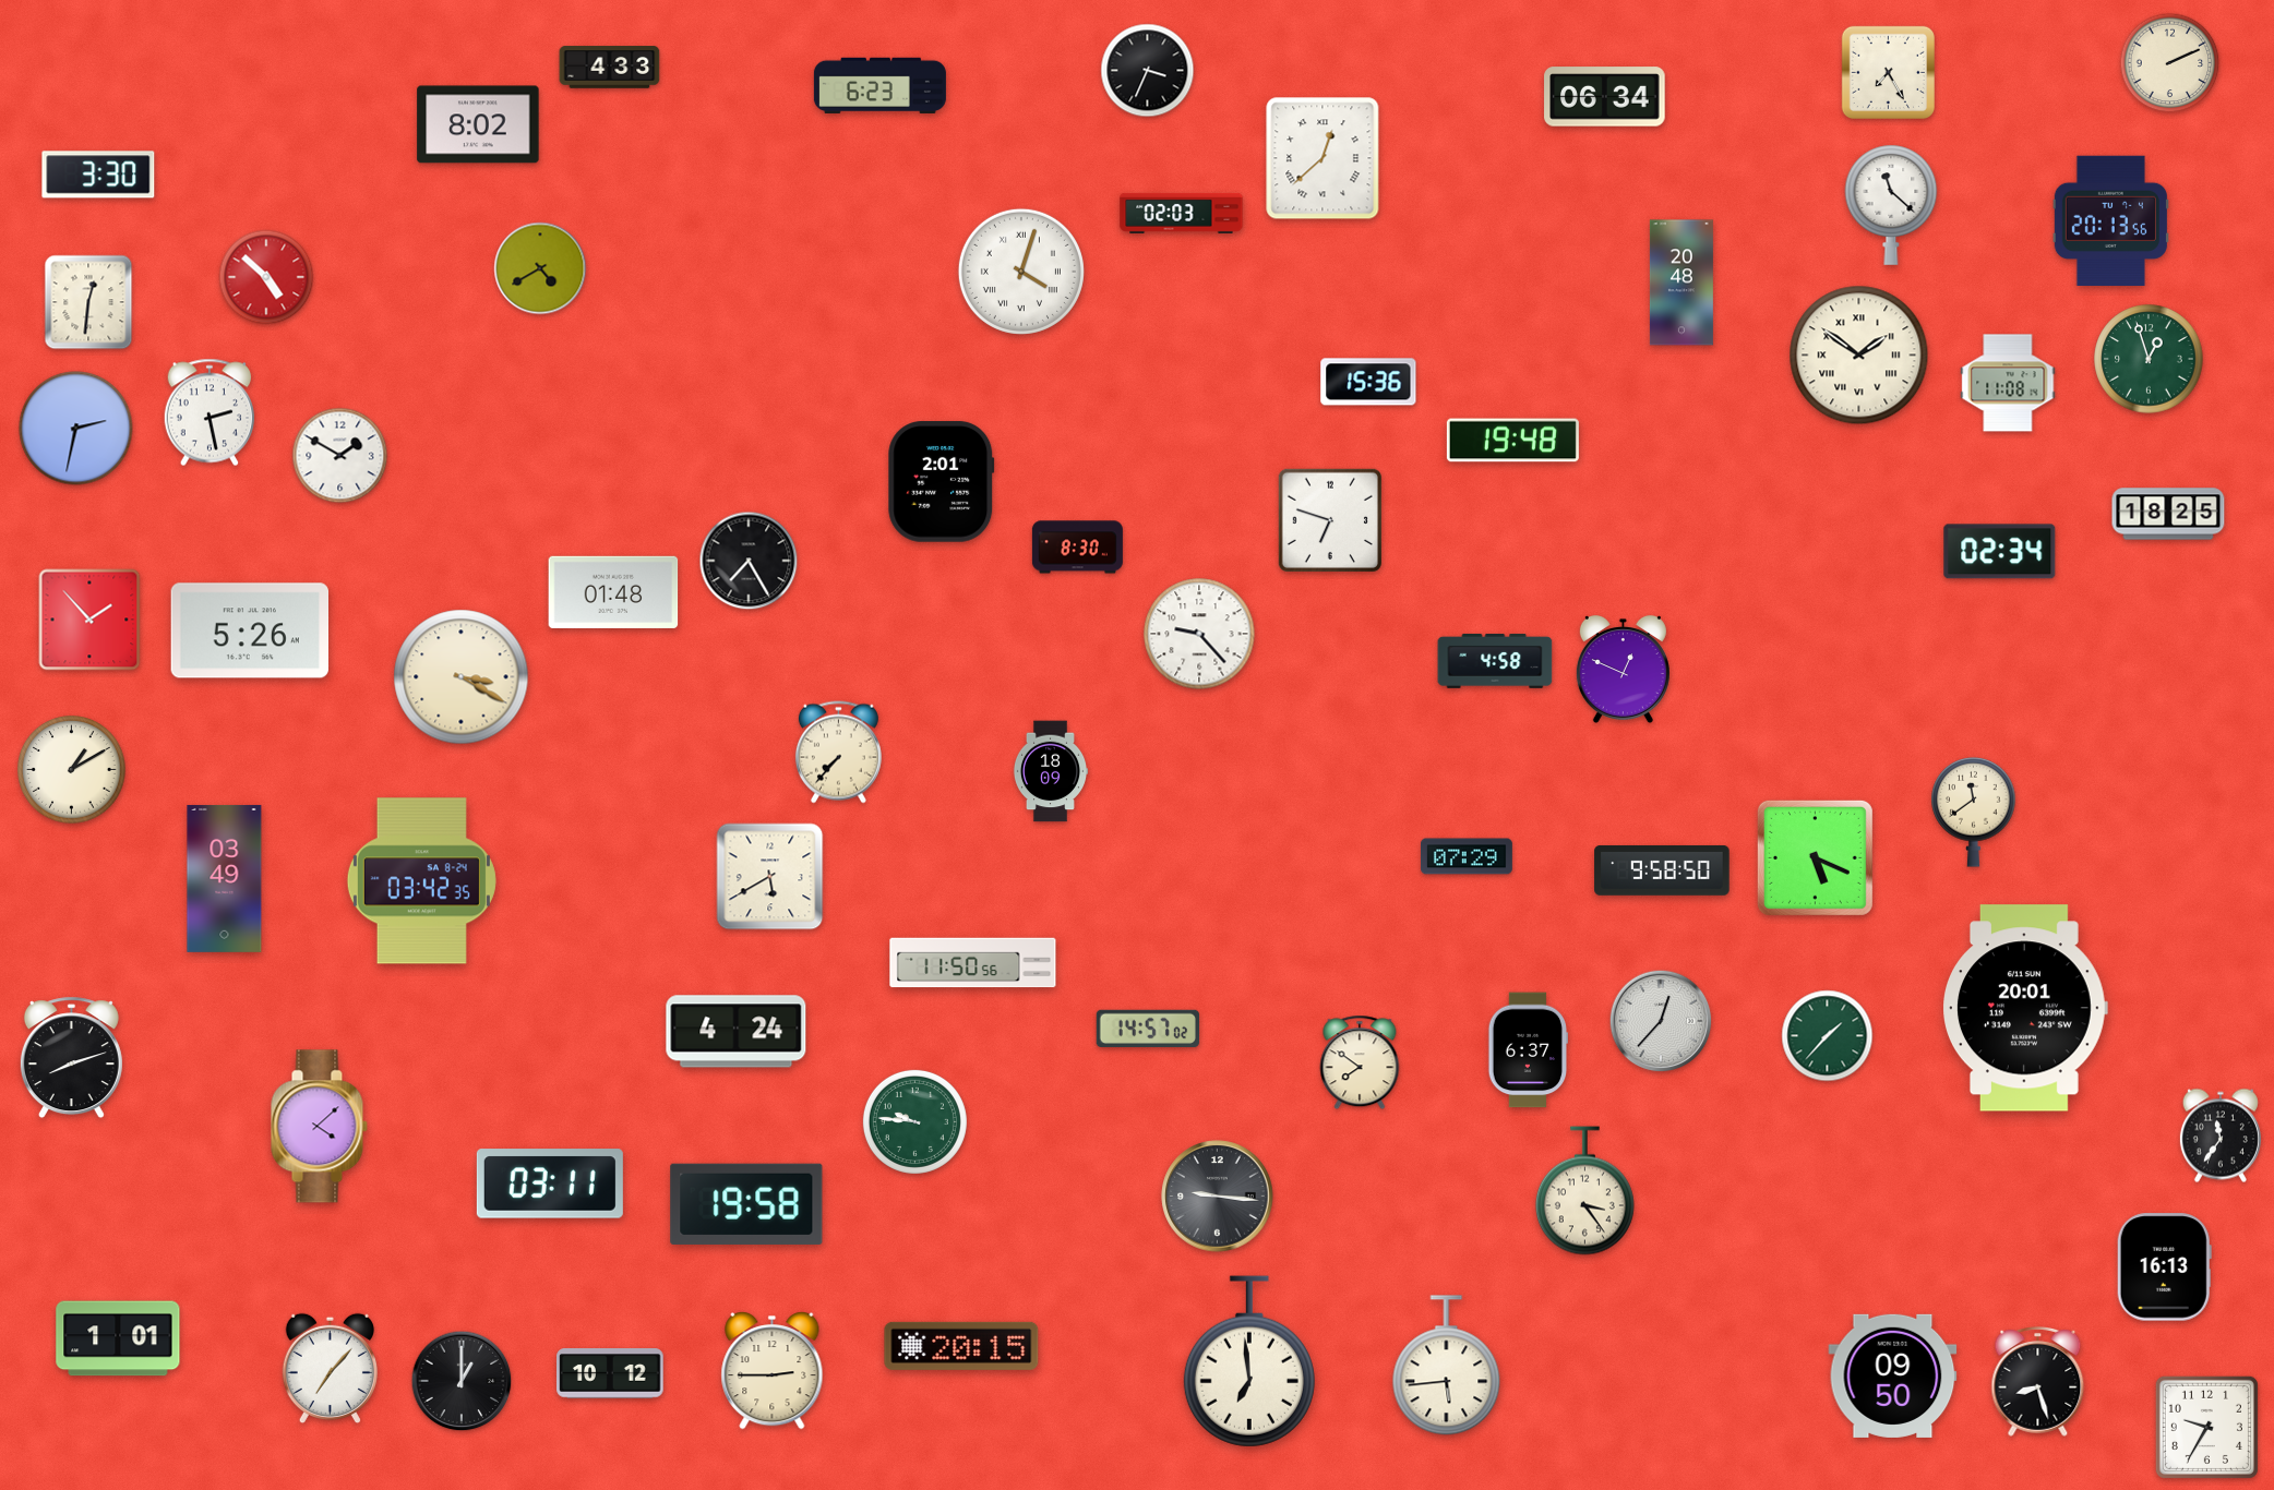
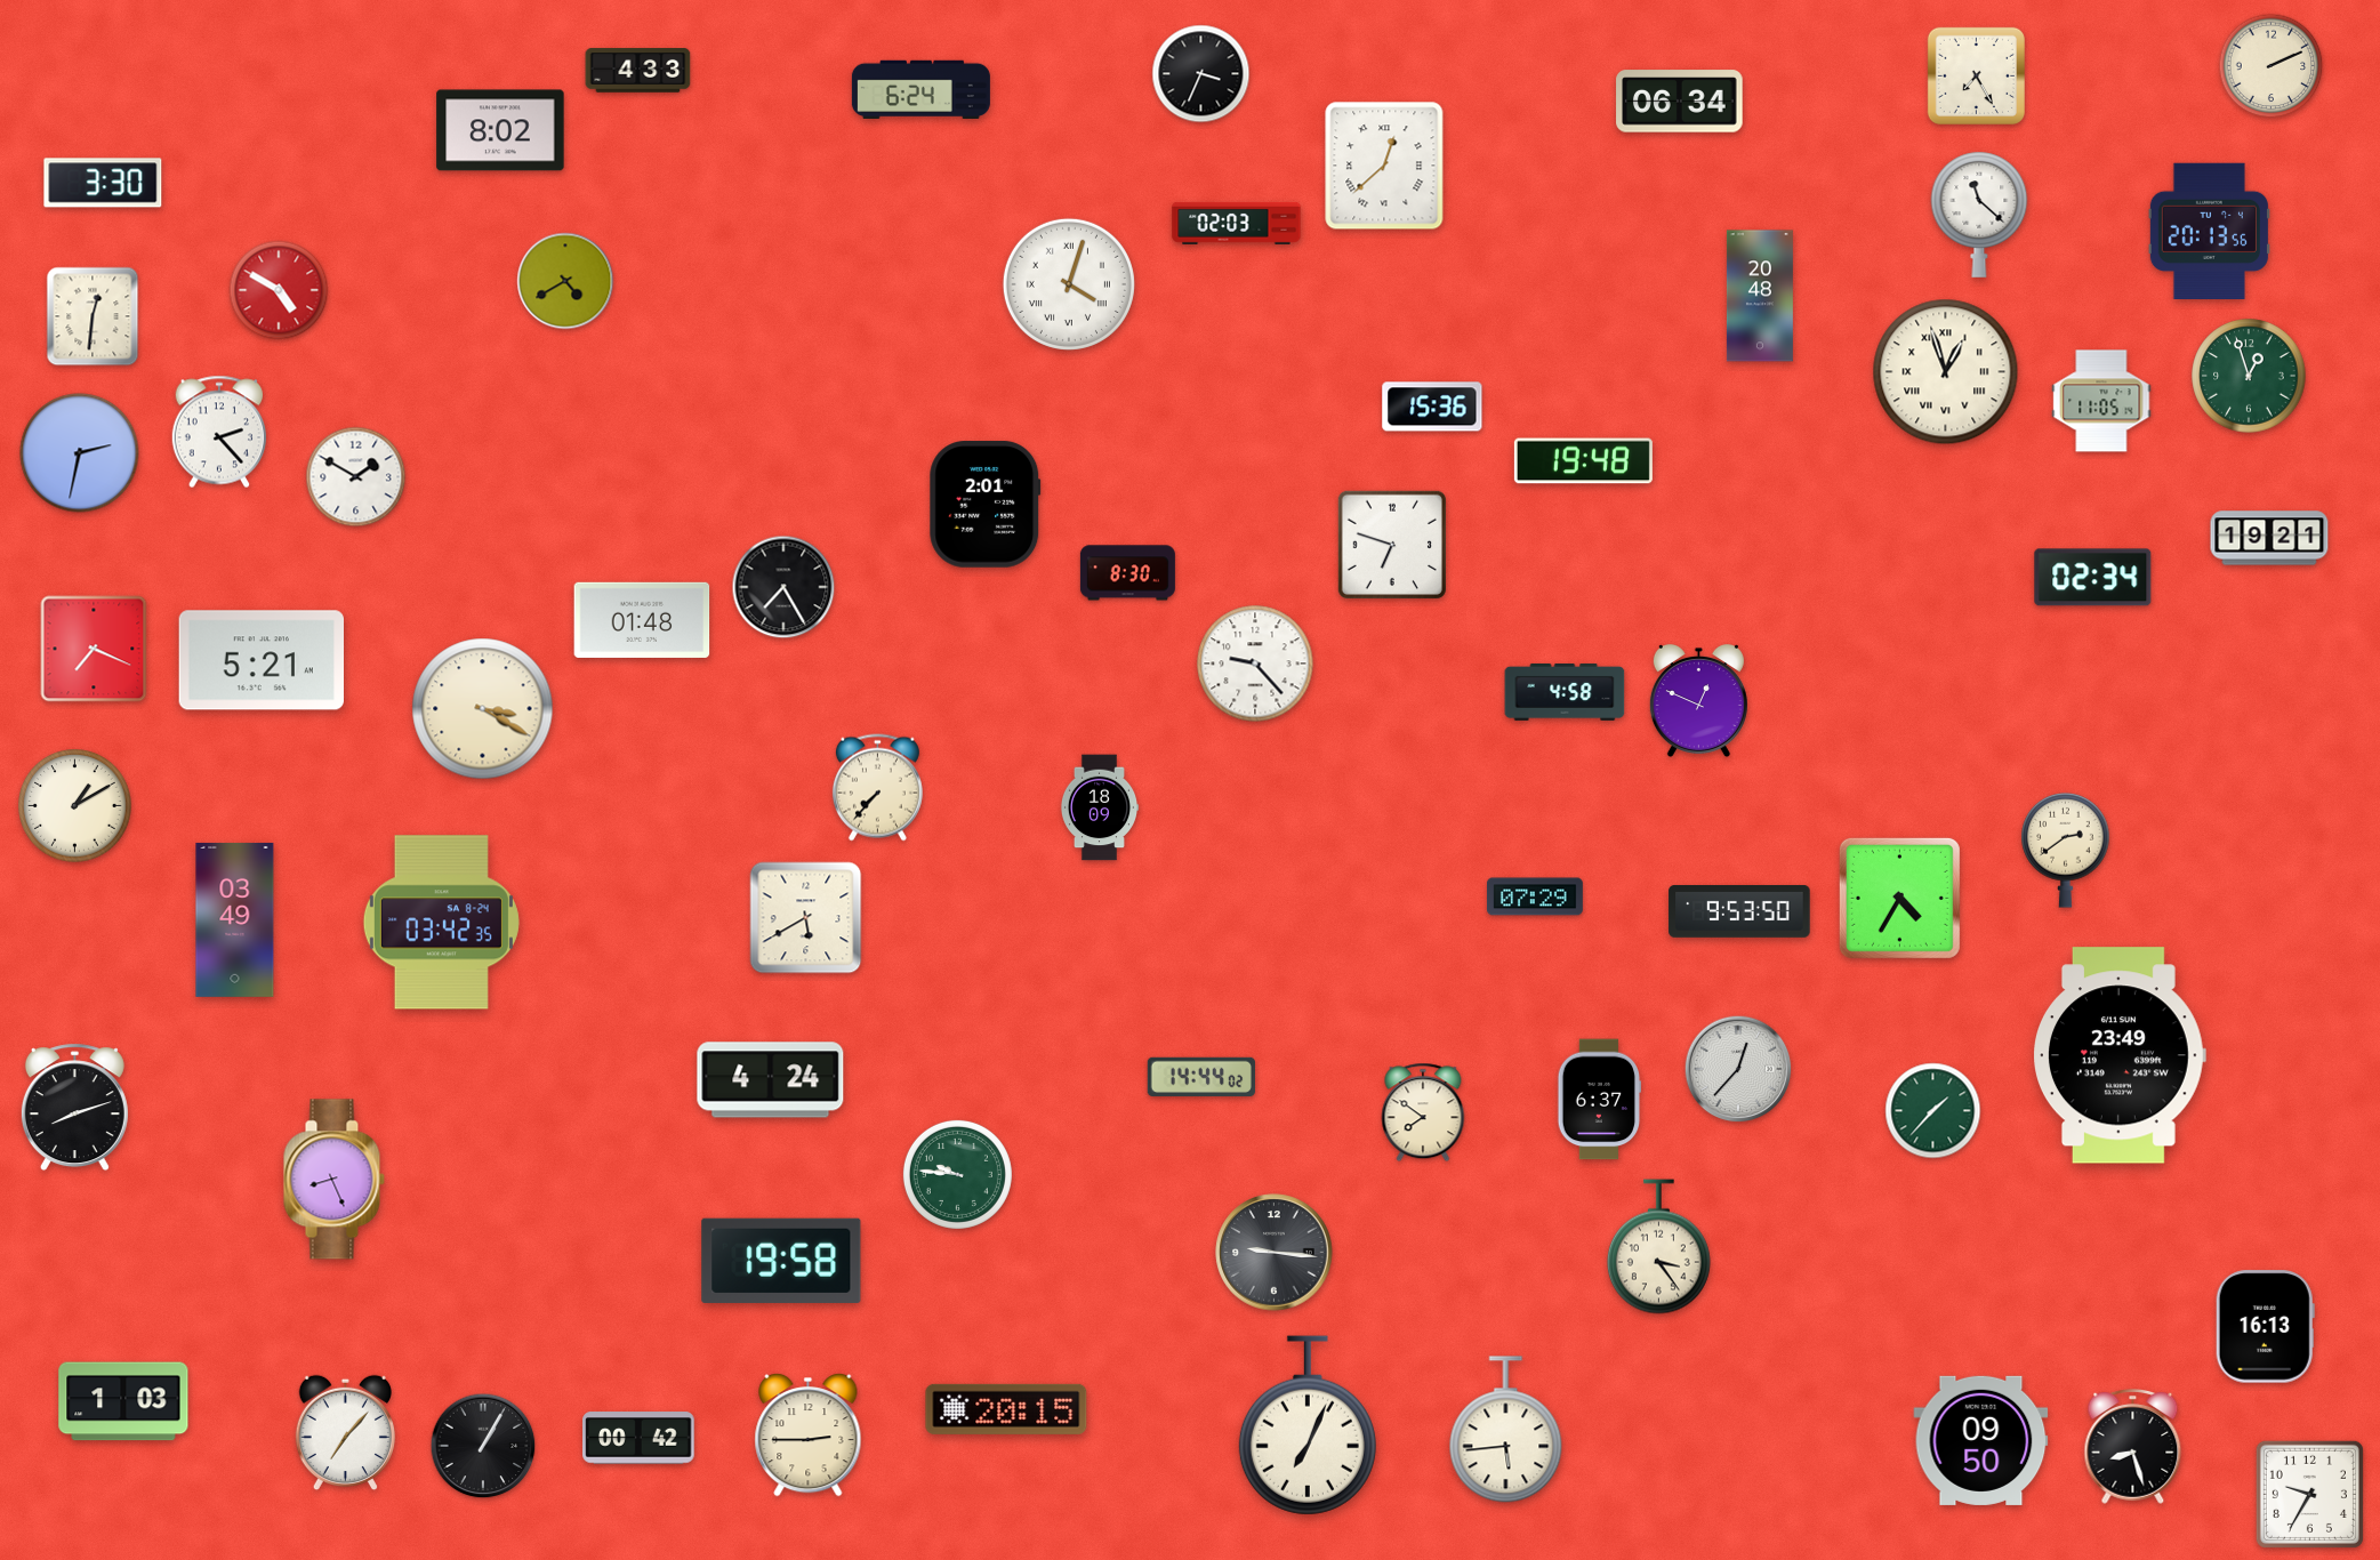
clock at (879, 85): 6:23 -> 6:24
clock at (266, 277): 4:52 -> 4:50
clock at (1859, 356): 1:51 -> 12:57
clock at (1368, 382) position: (1368, 382) -> (1432, 407)
clock at (2008, 383): 11:08 -> 11:05
clock at (210, 412): 2:28 -> 2:23
clock at (76, 429) position: (76, 429) -> (80, 453)
clock at (2168, 514): 18:25 -> 19:21
clock at (89, 620): 1:53 -> 7:19
clock at (249, 630): 5:26 -> 5:21
clock at (1974, 813): 11:39 -> 2:39
clock at (1815, 857): 5:19 -> 4:35
clock at (1662, 870): 9:58 -> 9:53
clock at (973, 963): 11:50 -> none
clock at (2025, 1008): 20:01 -> 23:49
clock at (1148, 1029): 14:57 -> 14:44
clock at (1828, 1036) position: (1828, 1036) -> (1933, 1111)
clock at (319, 1127): 4:08 -> 8:26
clock at (2221, 1135): 11:36 -> none
clock at (550, 1183): 03:11 -> none
clock at (118, 1338): 1:01 -> 1:03
clock at (1249, 1361): 6:59 -> 7:04
clock at (1447, 1366) position: (1447, 1366) -> (1506, 1430)
clock at (610, 1373): 10:12 -> 00:42
clock at (462, 1381): 1:00 -> 1:05
